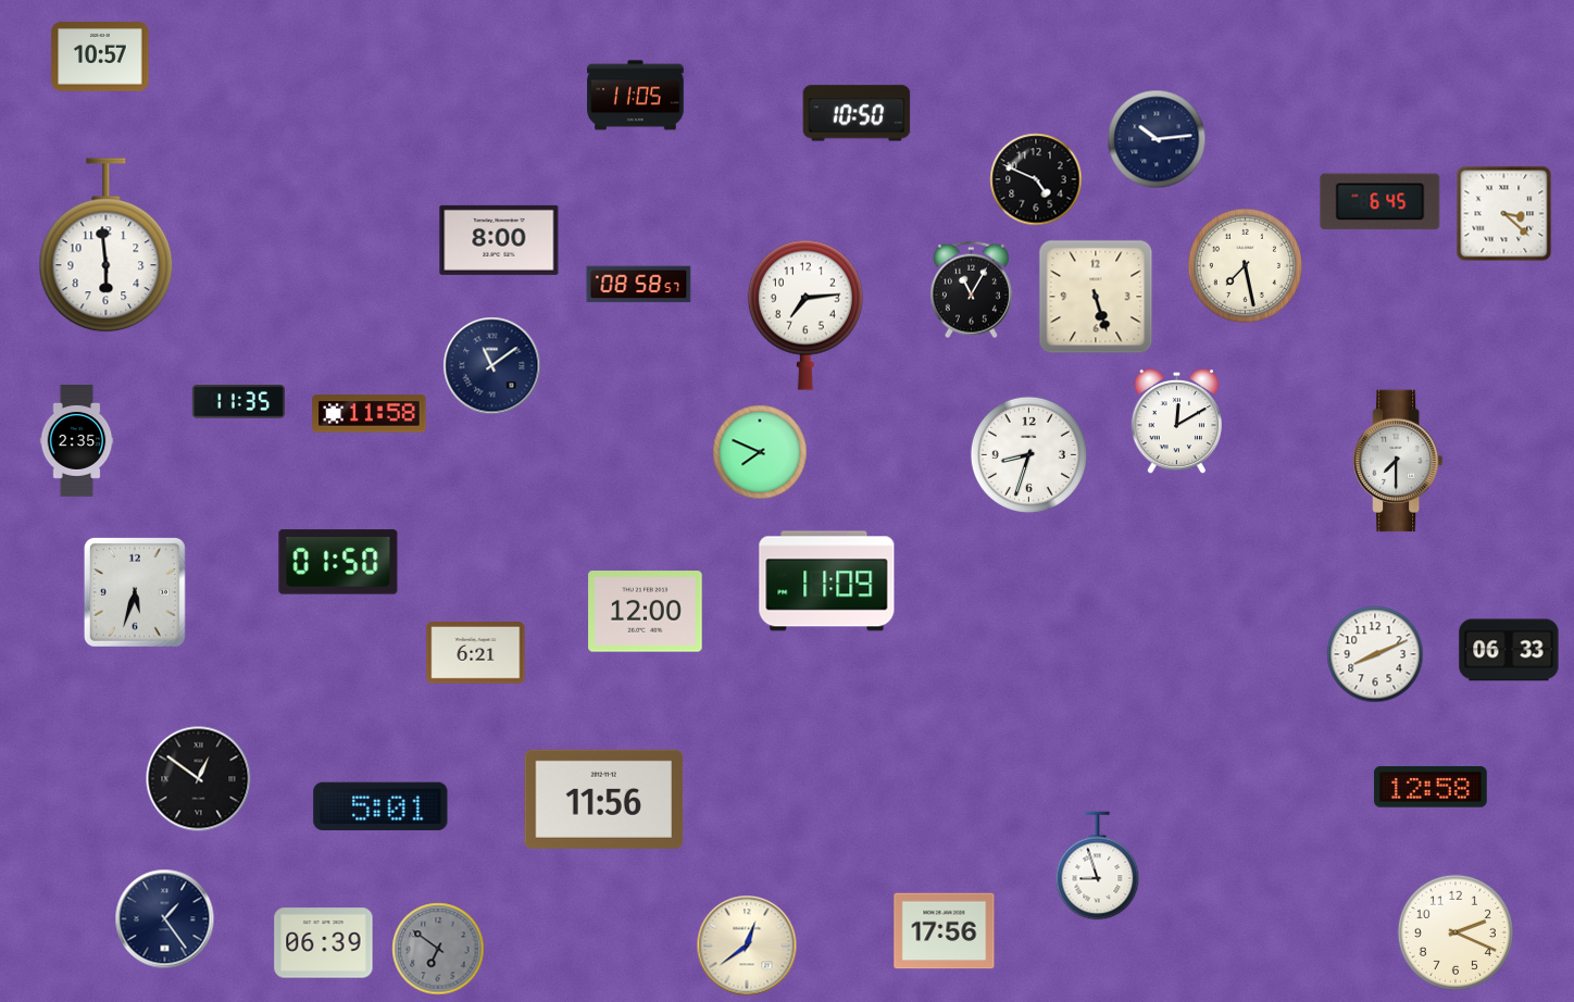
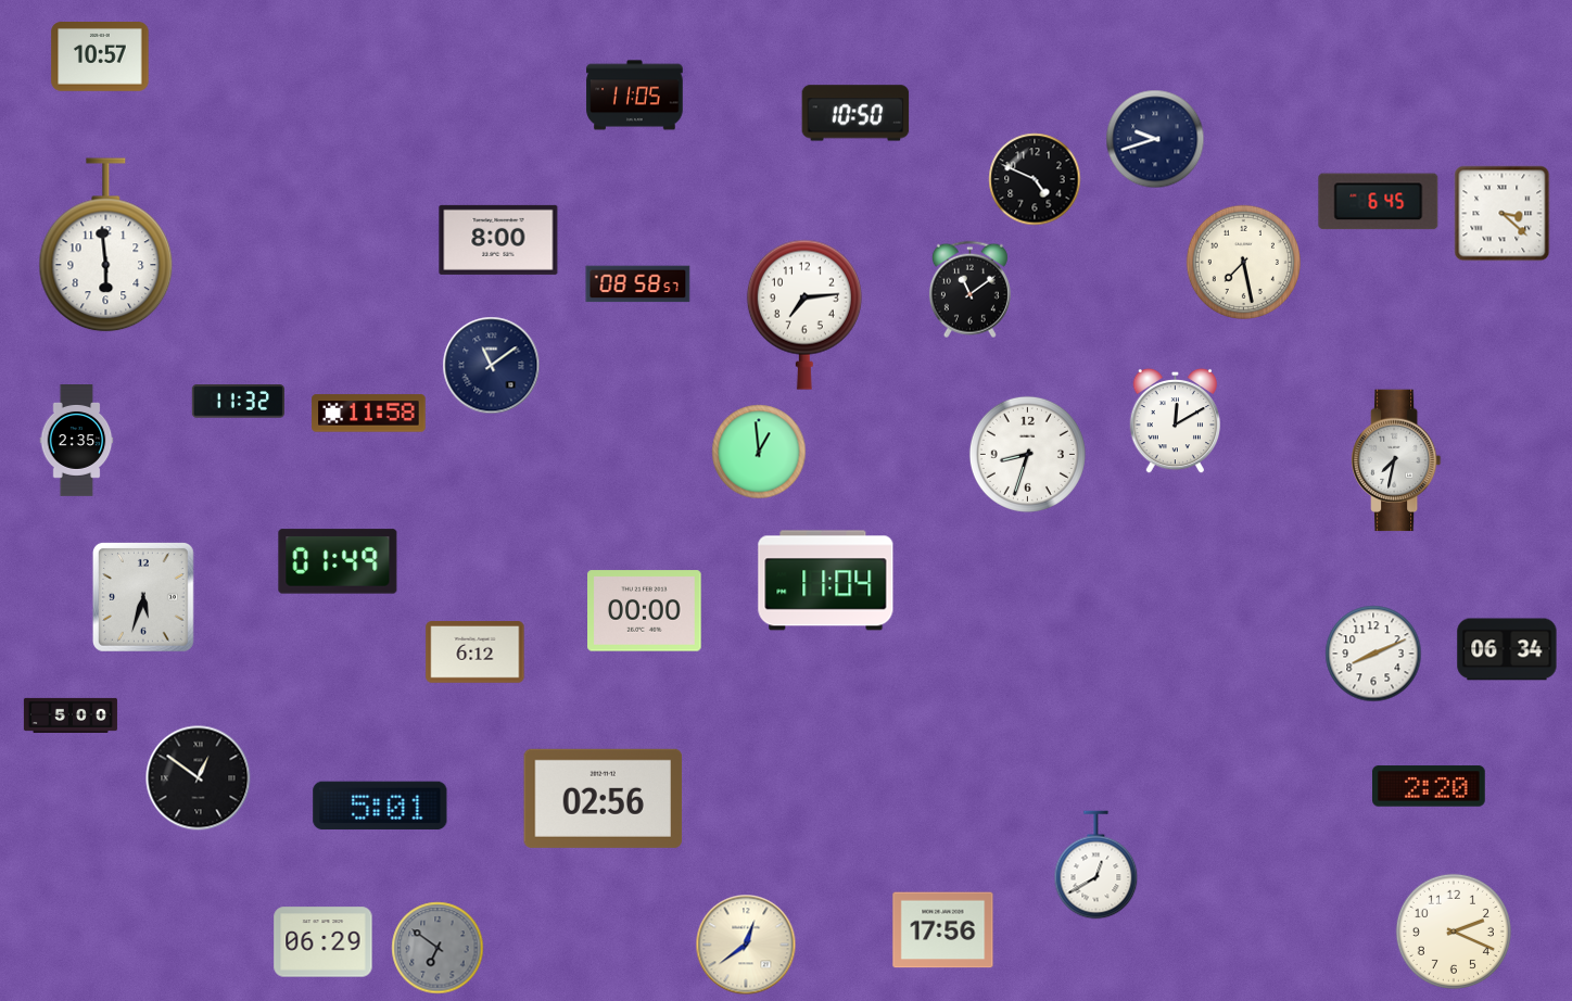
clock at (1157, 139): 10:14 -> 9:42
clock at (1245, 265) position: (1245, 265) -> (1243, 262)
clock at (971, 290): 11:05 -> 11:09
clock at (1096, 297): 5:27 -> none
clock at (238, 402): 11:35 -> 11:32
clock at (760, 452): 7:49 -> 12:59
clock at (1398, 461): 7:30 -> 7:32
clock at (338, 562): 01:50 -> 01:49
clock at (827, 581): 11:09 -> 11:04
clock at (135, 592) position: (135, 592) -> (143, 597)
clock at (646, 612): 12:00 -> 00:00
clock at (1509, 650): 06:33 -> 06:34
clock at (476, 653): 6:21 -> 6:12
clock at (71, 715): none -> 5:00
clock at (1432, 787): 12:58 -> 2:20
clock at (604, 799): 11:56 -> 02:56
clock at (1098, 866): 8:57 -> 12:40
clock at (165, 919): 1:24 -> none
clock at (324, 943): 06:39 -> 06:29
